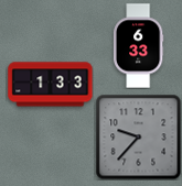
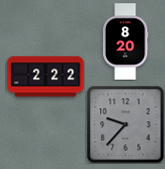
clock at (138, 46): 6:33 -> 8:20
clock at (51, 85): 1:33 -> 2:22
